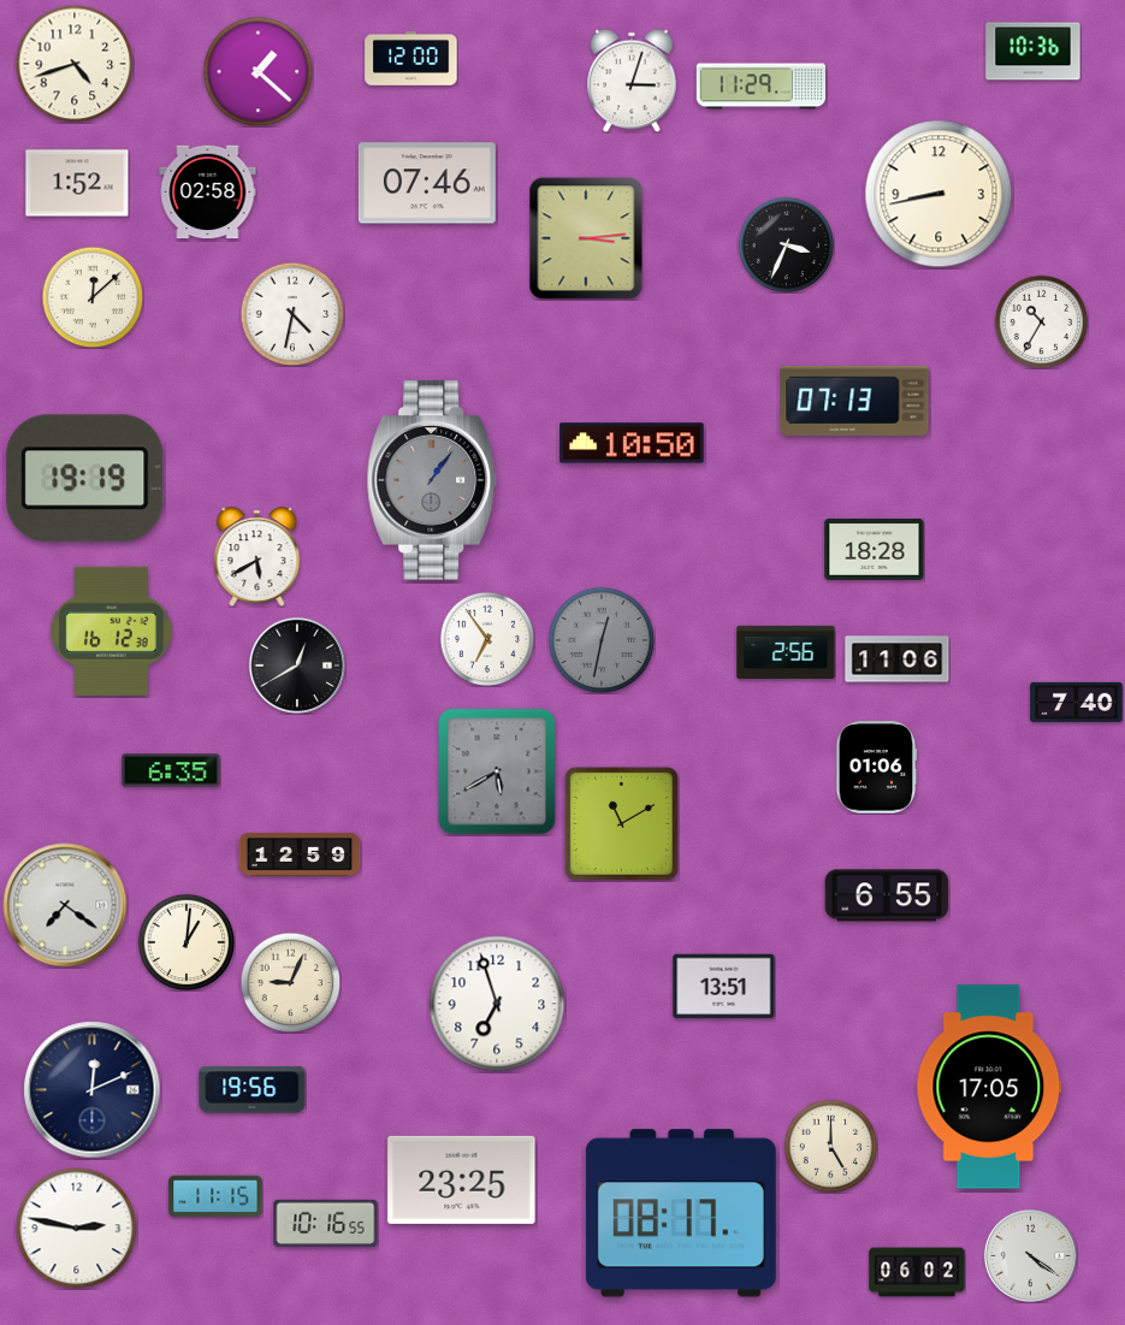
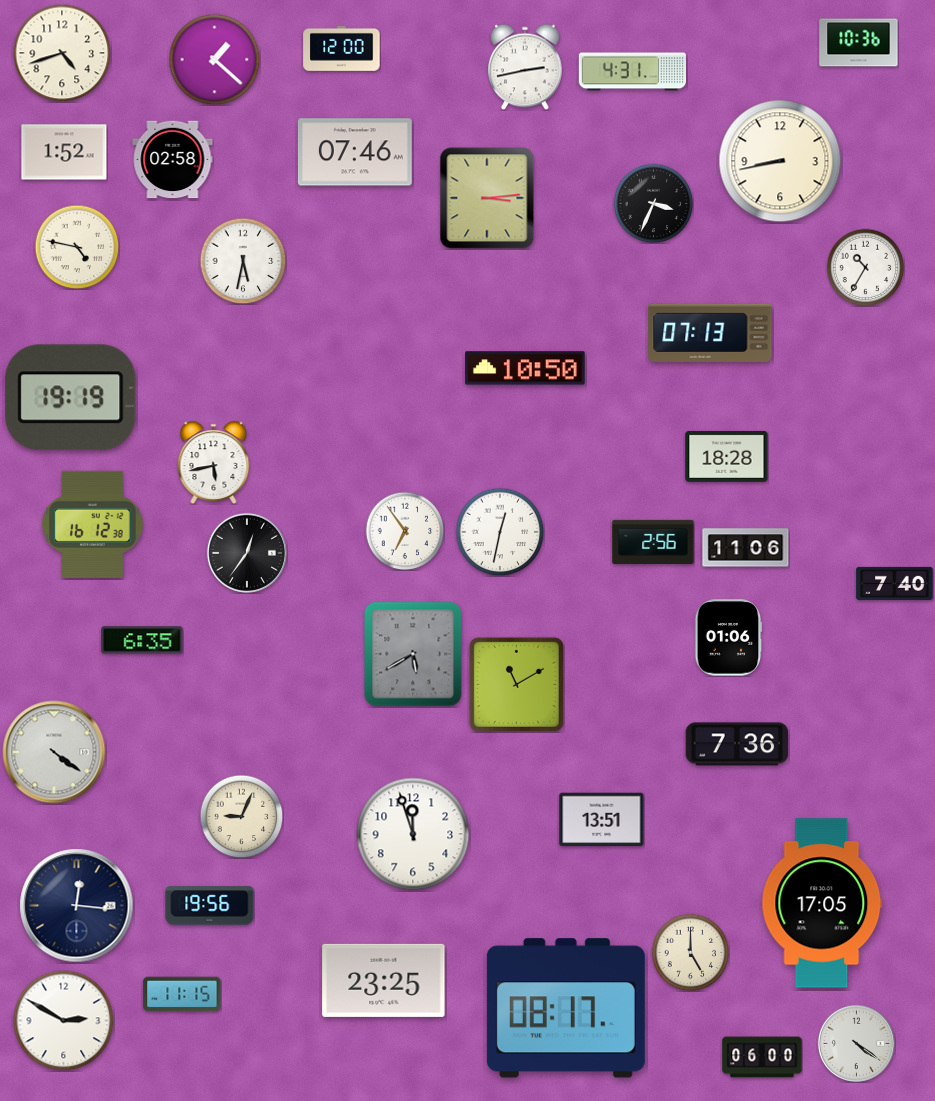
clock at (632, 81): 3:03 -> 2:43
clock at (760, 87): 11:29 -> 4:31
clock at (93, 297): 12:08 -> 4:47
clock at (292, 314): 4:32 -> 5:32
clock at (432, 480): 1:06 -> none
clock at (257, 557): 5:40 -> 5:43
clock at (602, 640) dial: grey -> white
clock at (297, 666): 12:40 -> 12:36
clock at (497, 771) position: (497, 771) -> (413, 654)
clock at (300, 854): 12:59 -> none
clock at (887, 895): 6:55 -> 7:36
clock at (65, 905): 7:21 -> 4:21
clock at (186, 942): 1:01 -> none
clock at (497, 1004): 6:57 -> 11:57
clock at (93, 1090): 12:11 -> 12:16
clock at (215, 1196) position: (215, 1196) -> (182, 994)
clock at (326, 1223): 10:16 -> none
clock at (77, 1229): 2:47 -> 2:50
clock at (917, 1272): 06:02 -> 06:00
